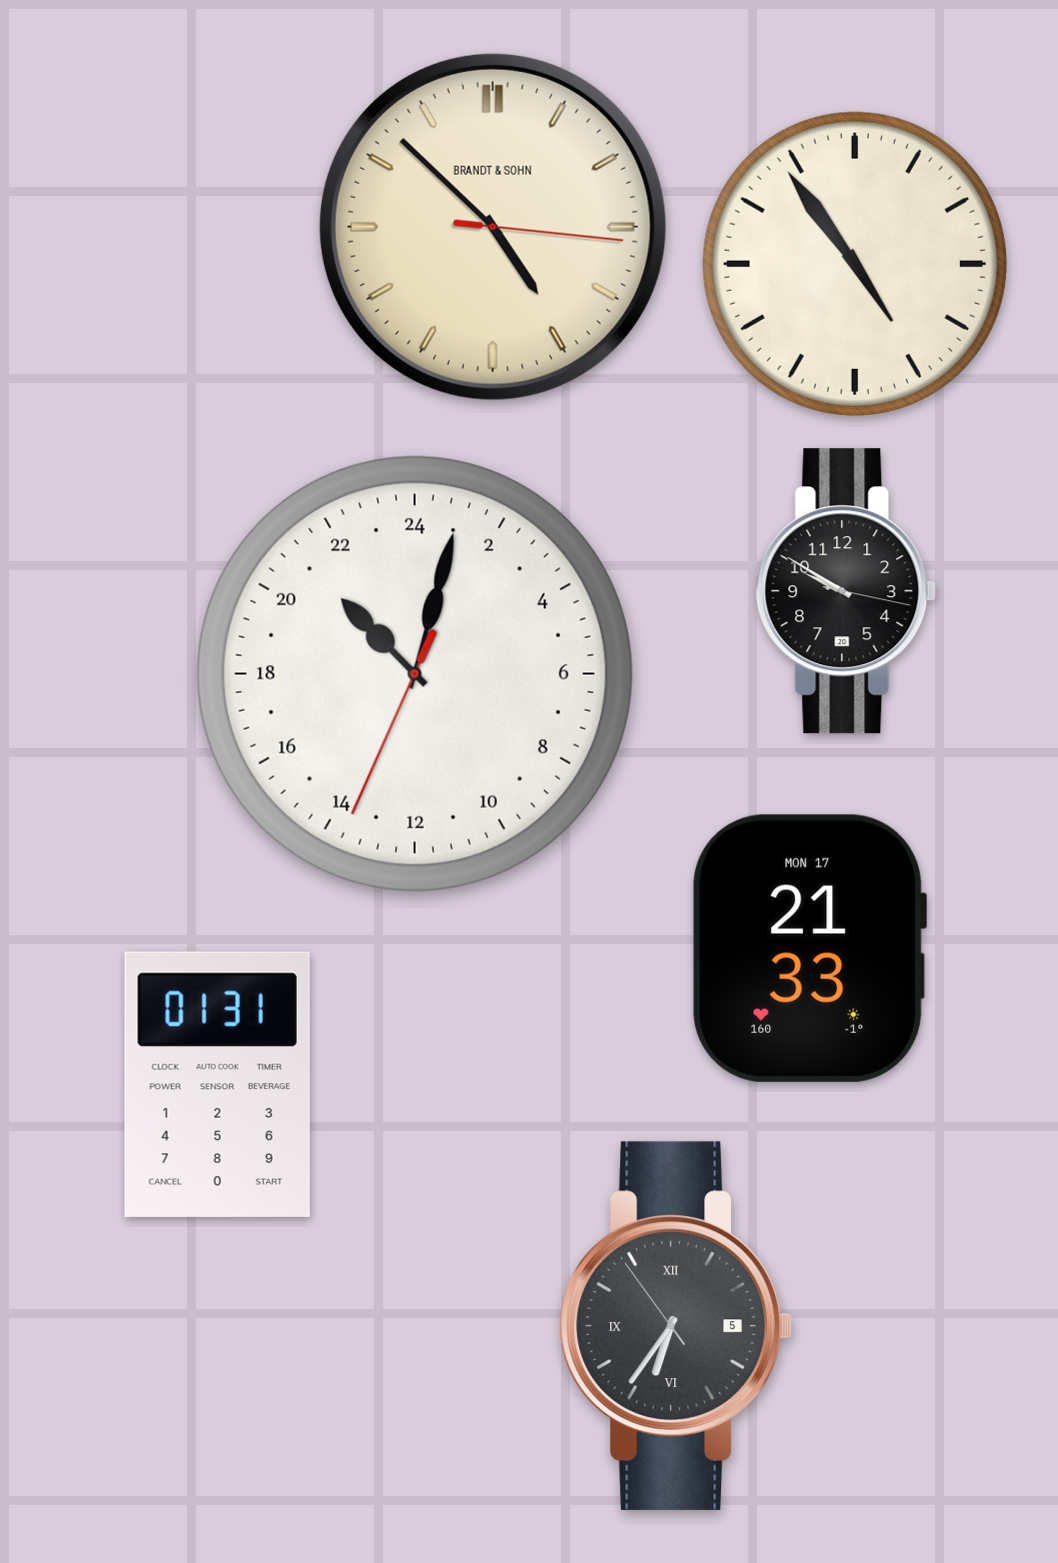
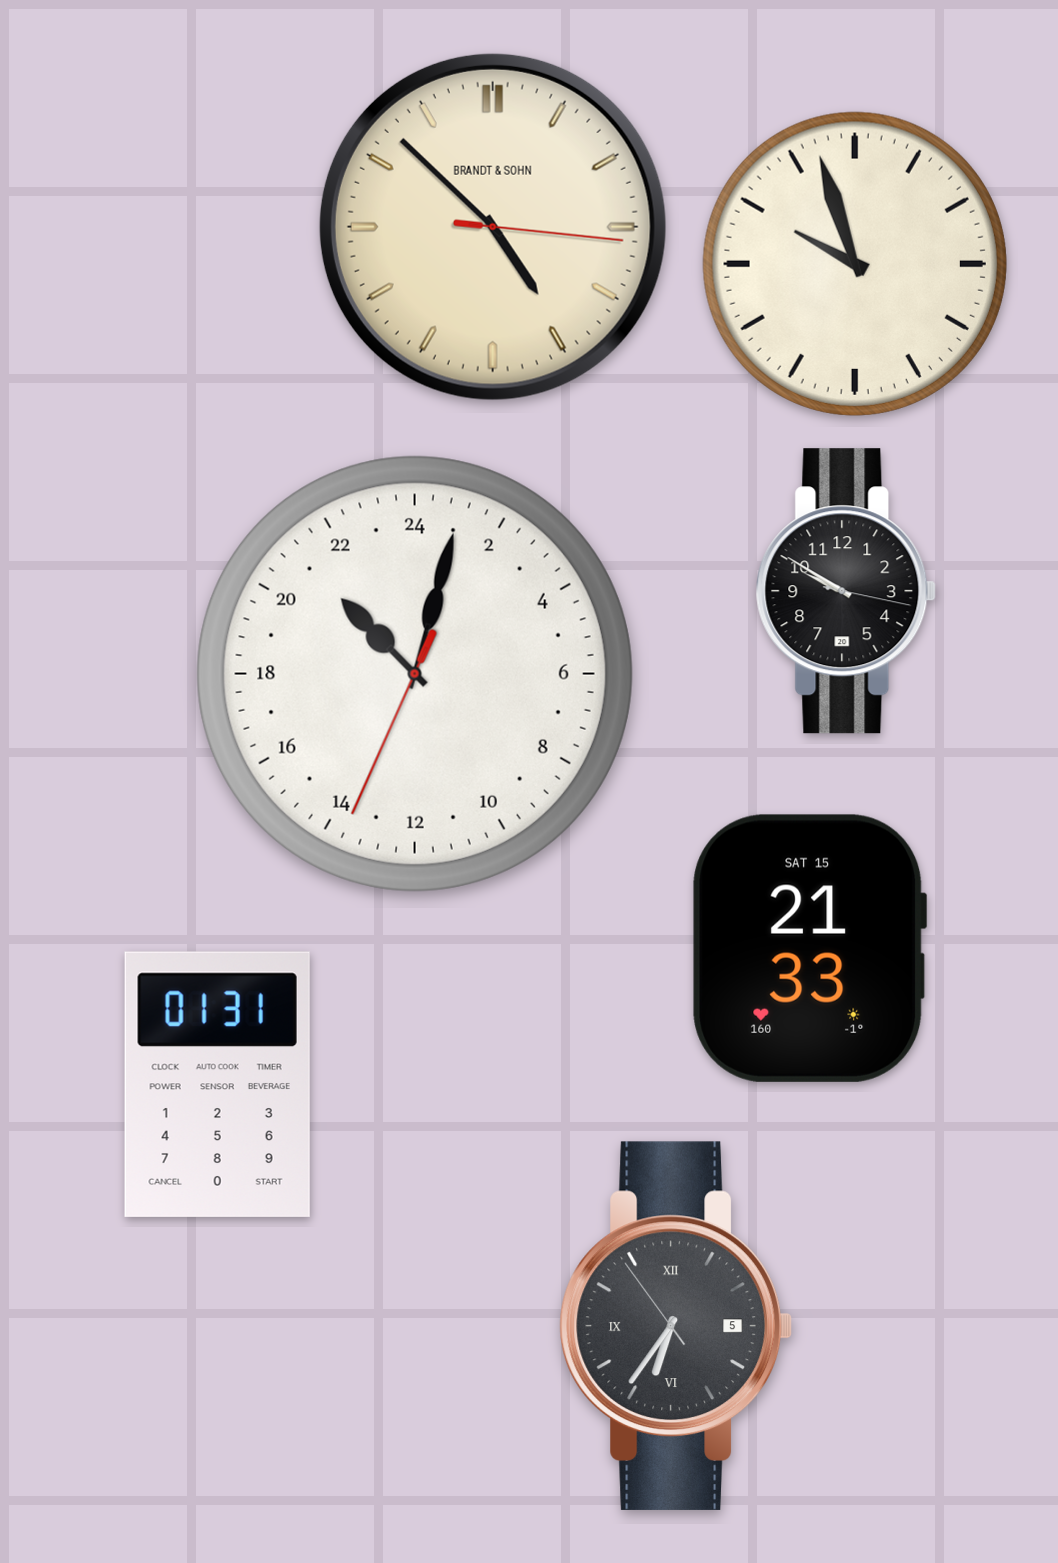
clock at (855, 264): 4:54 -> 9:57
clock at (810, 948) date: MON 17 -> SAT 15
